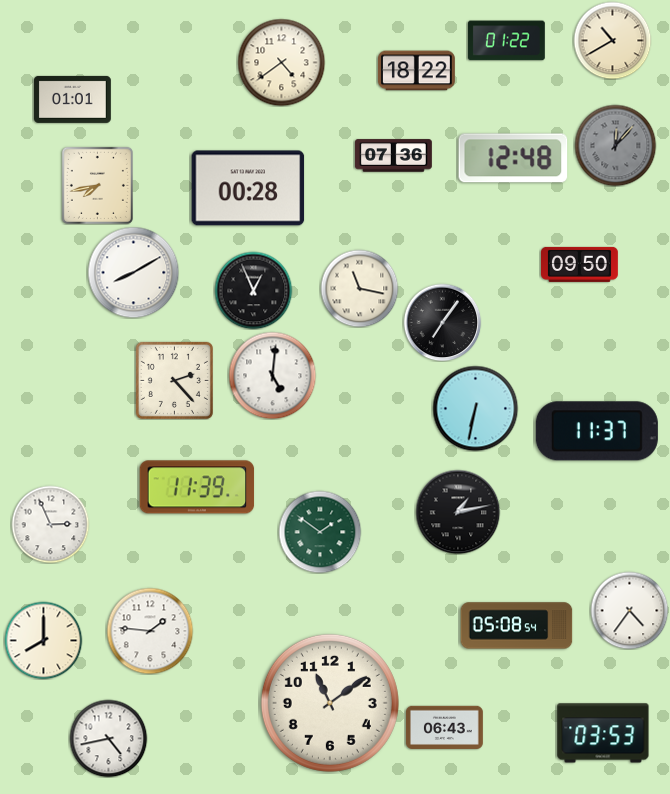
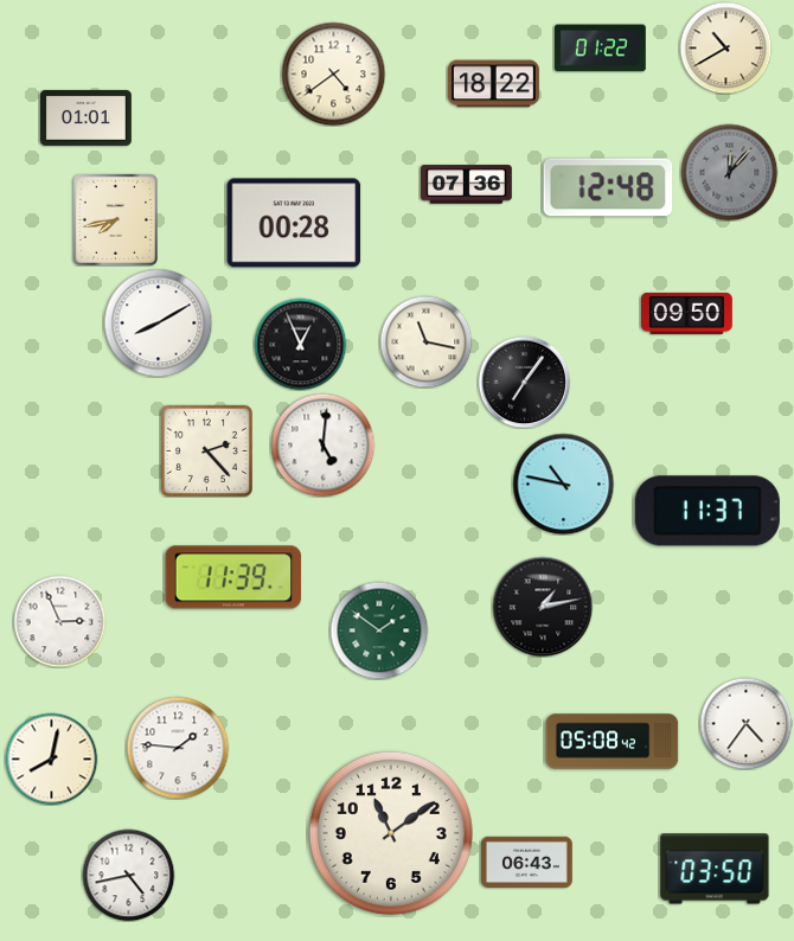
clock at (475, 408): 6:32 -> 10:47
clock at (517, 626): 05:08:54 -> 05:08:42
clock at (43, 640): 8:00 -> 8:02
clock at (603, 733): 03:53 -> 03:50
